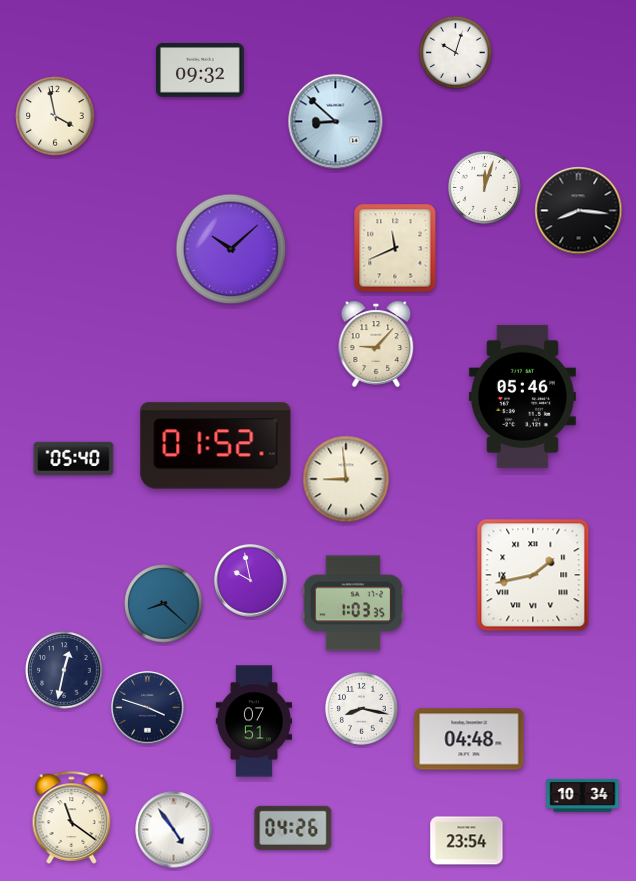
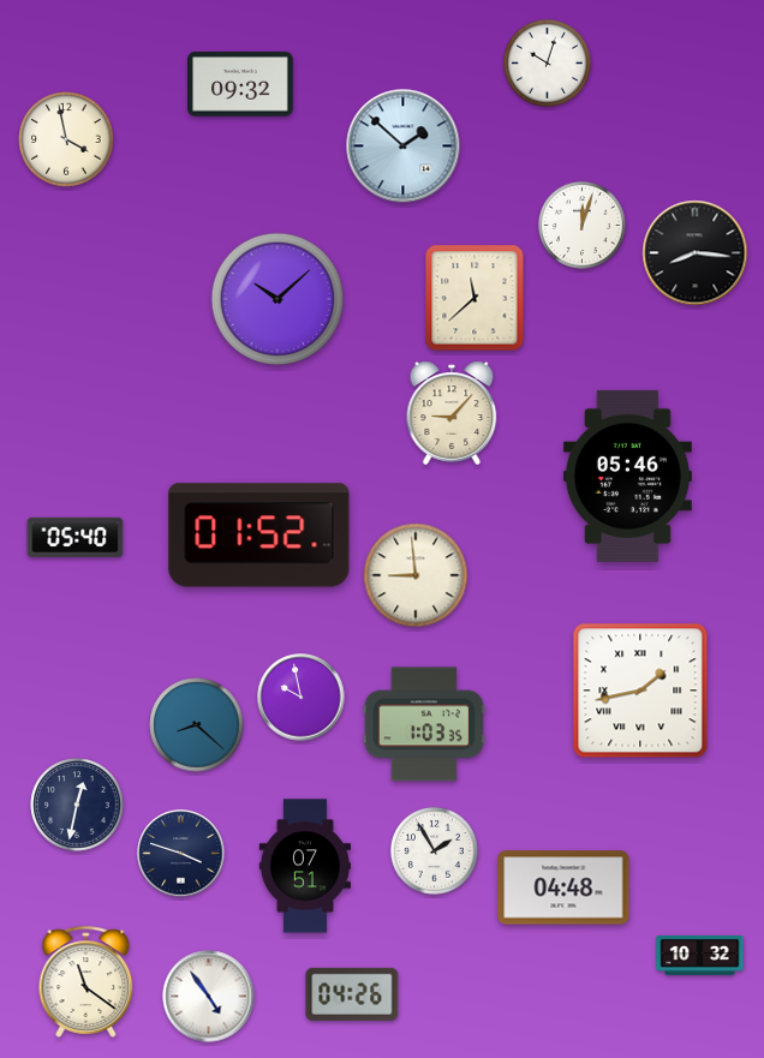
clock at (336, 122): 8:52 -> 1:52
clock at (395, 248): 11:41 -> 11:38
clock at (74, 458) position: (74, 458) -> (76, 537)
clock at (148, 708) position: (148, 708) -> (181, 854)
clock at (361, 708): 8:17 -> 1:55
clock at (583, 795): 10:34 -> 10:32
clock at (467, 841): 23:54 -> none
